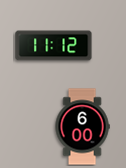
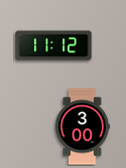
clock at (82, 127): 6:00 -> 3:00
